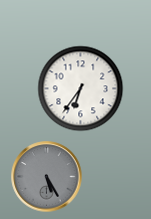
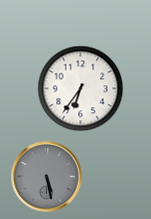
clock at (47, 177): 5:25 -> 5:28
